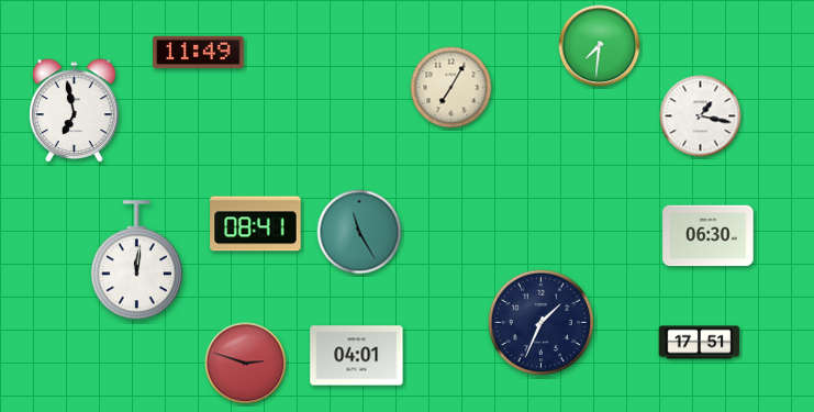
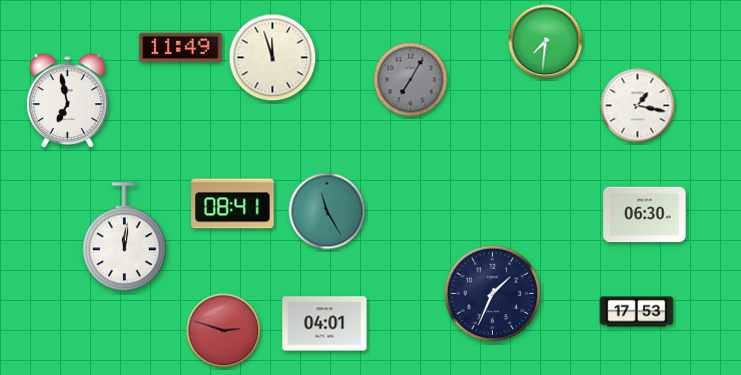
clock at (273, 58): none -> 11:57
clock at (451, 88) dial: cream -> grey
clock at (700, 343): 17:51 -> 17:53
